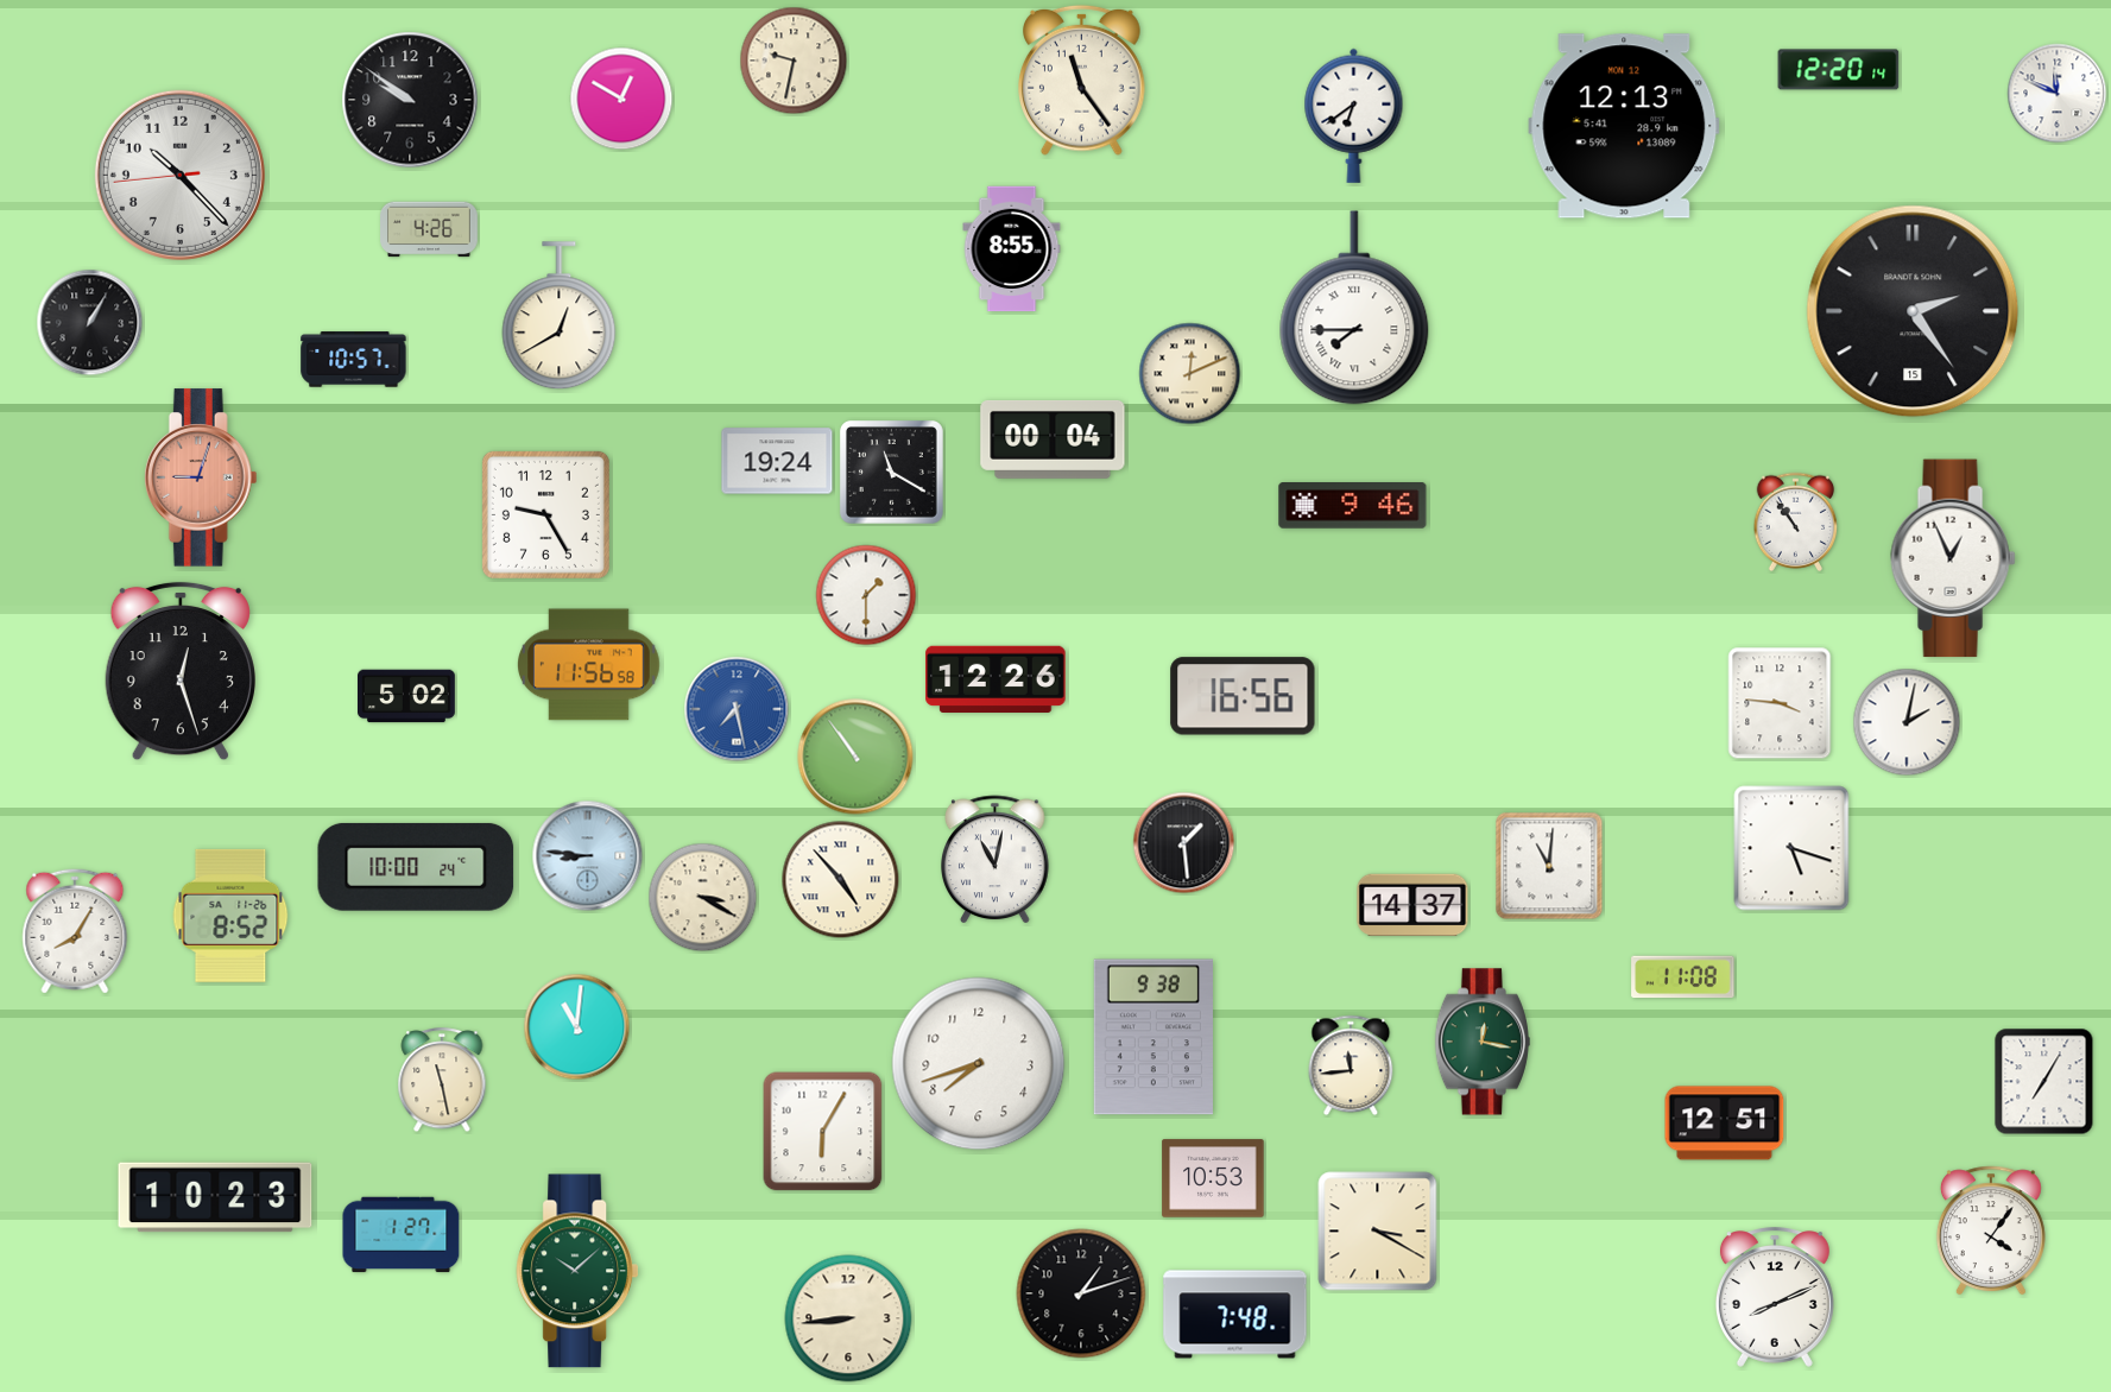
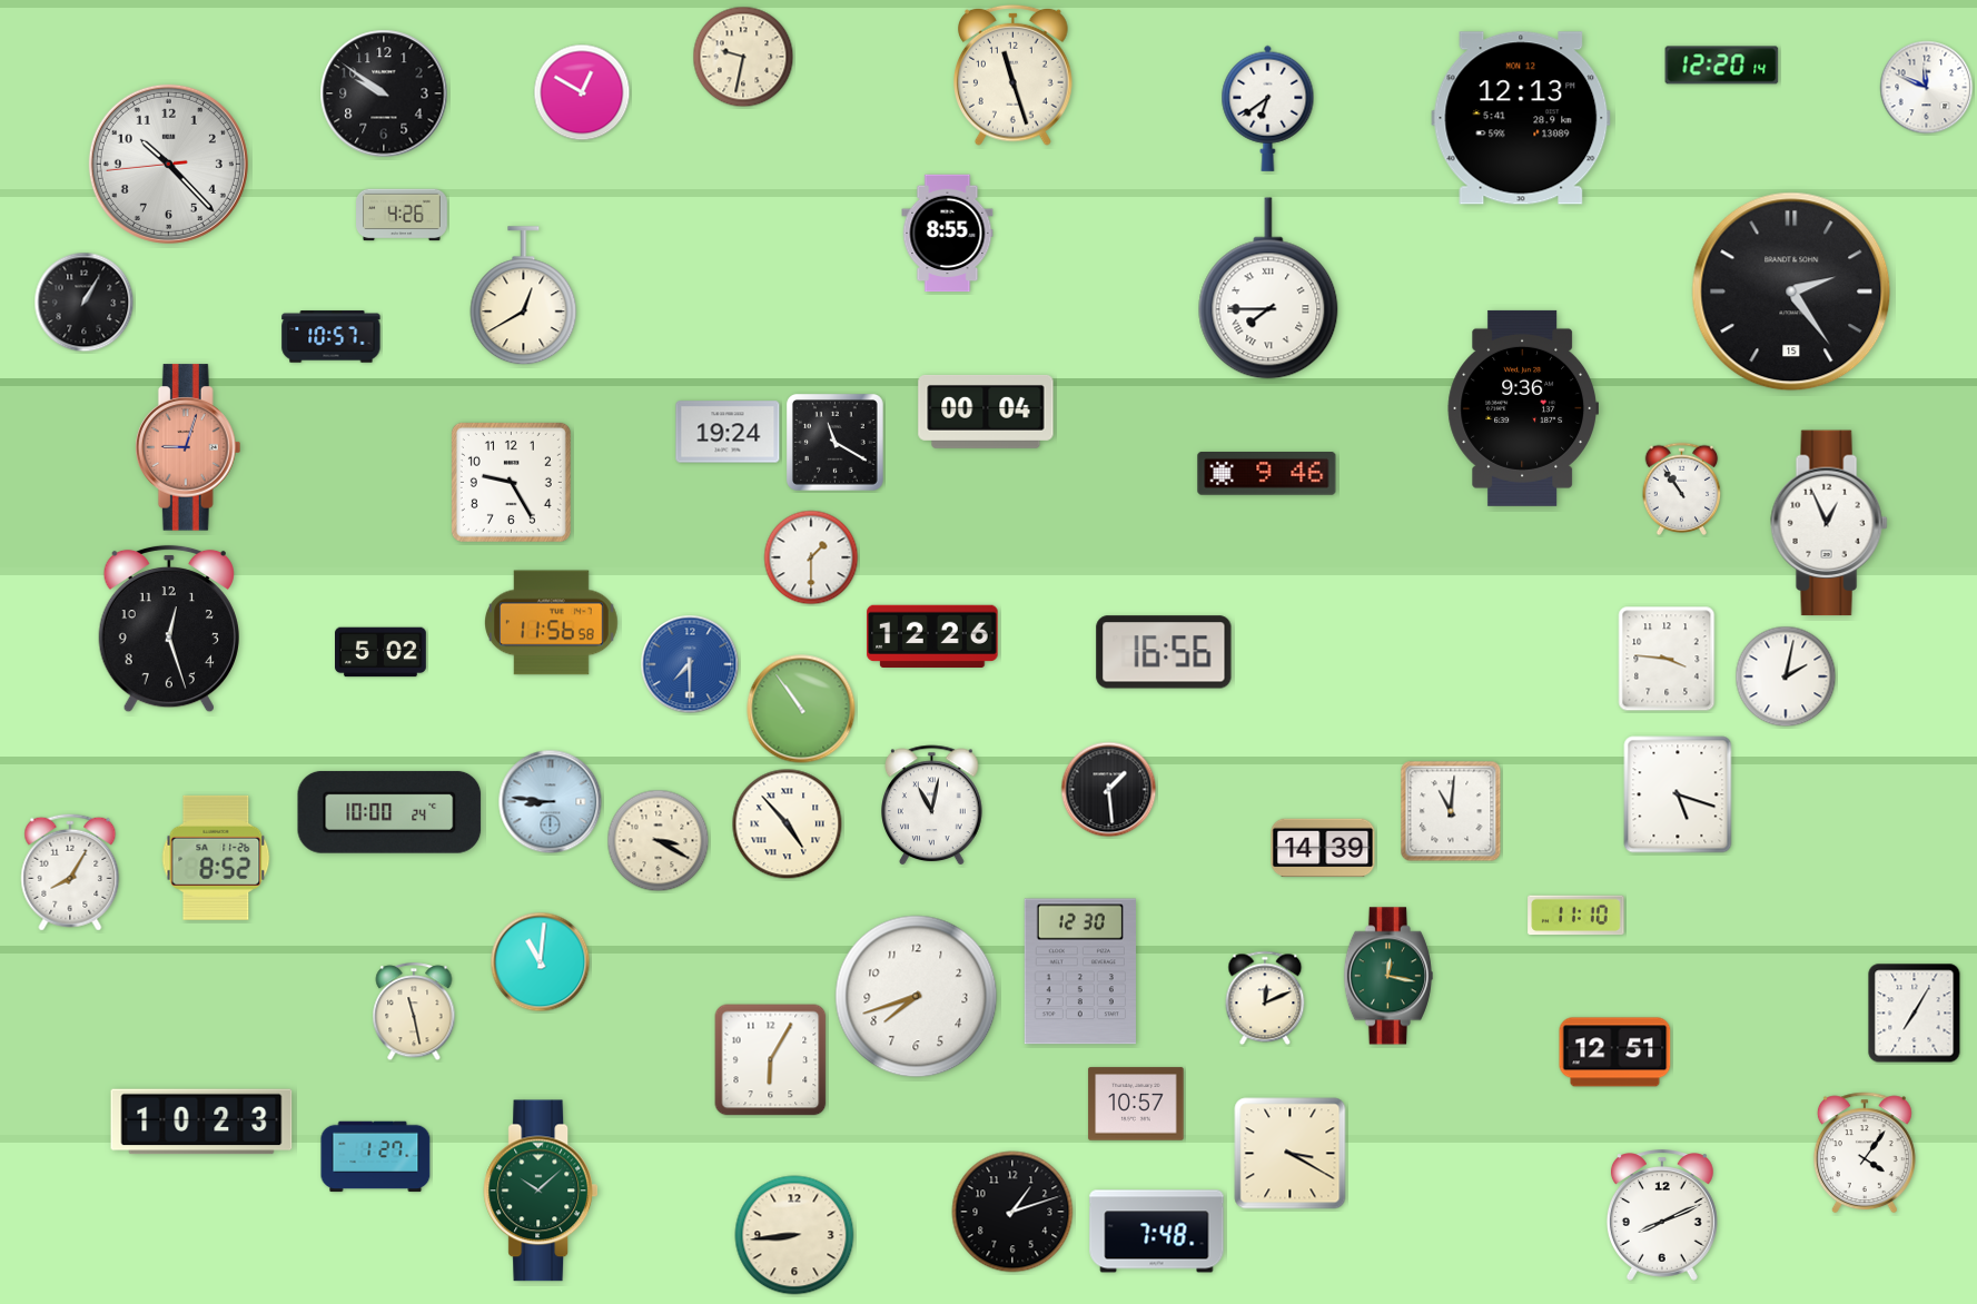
clock at (1082, 80): 11:24 -> 11:27
clock at (1190, 374): 12:11 -> none
clock at (1522, 408): none -> 9:36
clock at (737, 709): 7:28 -> 7:30
clock at (1412, 905): 14:37 -> 14:39
clock at (1683, 977): 11:08 -> 11:10
clock at (1154, 1037): 9:38 -> 12:30
clock at (1351, 1065): 11:44 -> 12:11
clock at (1213, 1178): 10:53 -> 10:57
